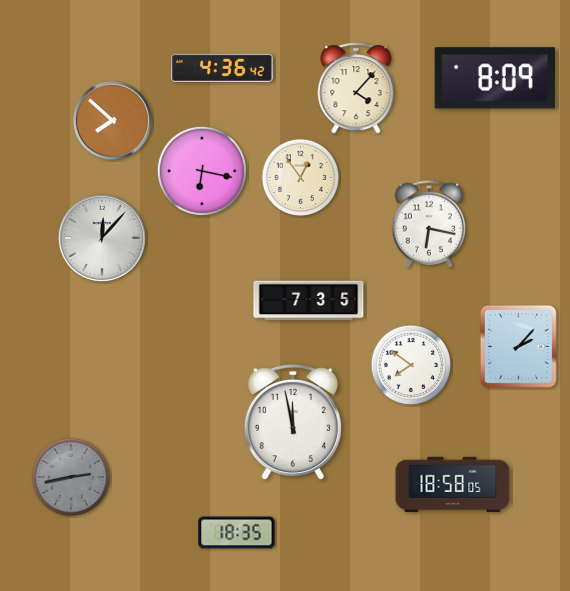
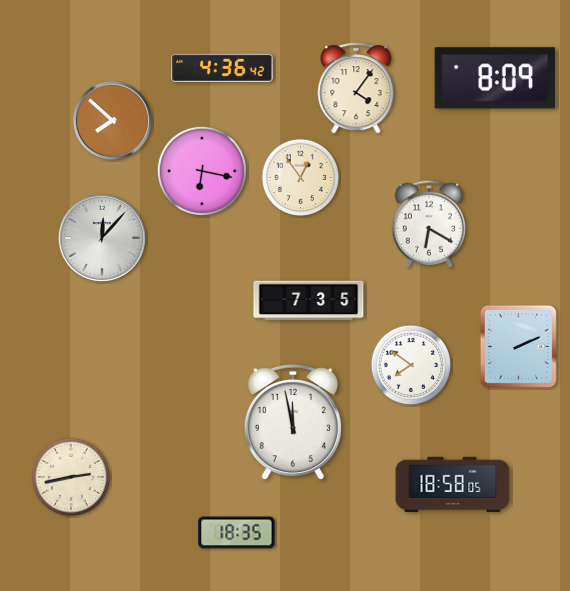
clock at (356, 88): 4:07 -> 4:06
clock at (429, 224): 6:17 -> 6:20
clock at (518, 346): 2:07 -> 2:11
clock at (71, 477) dial: grey -> cream
